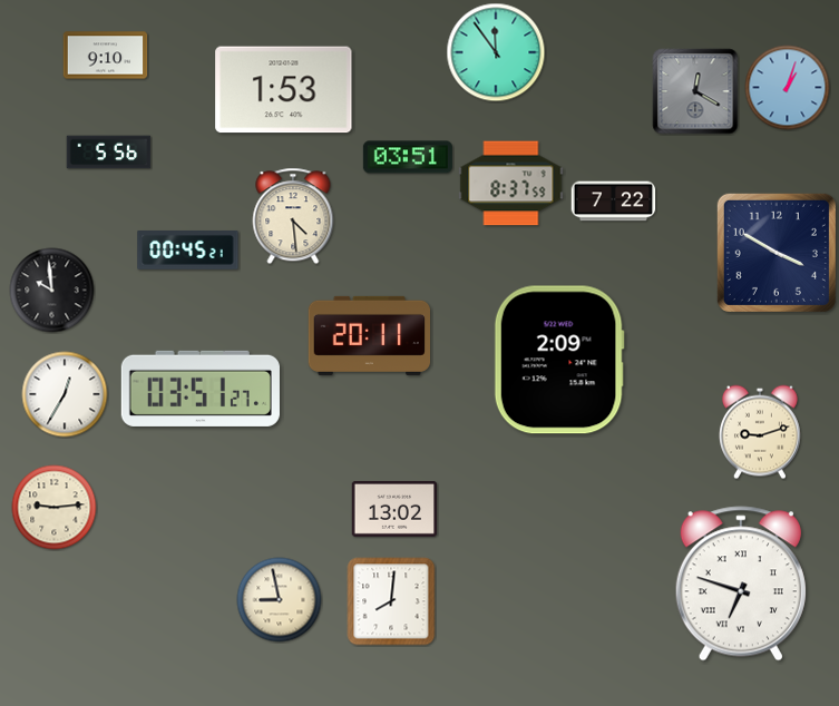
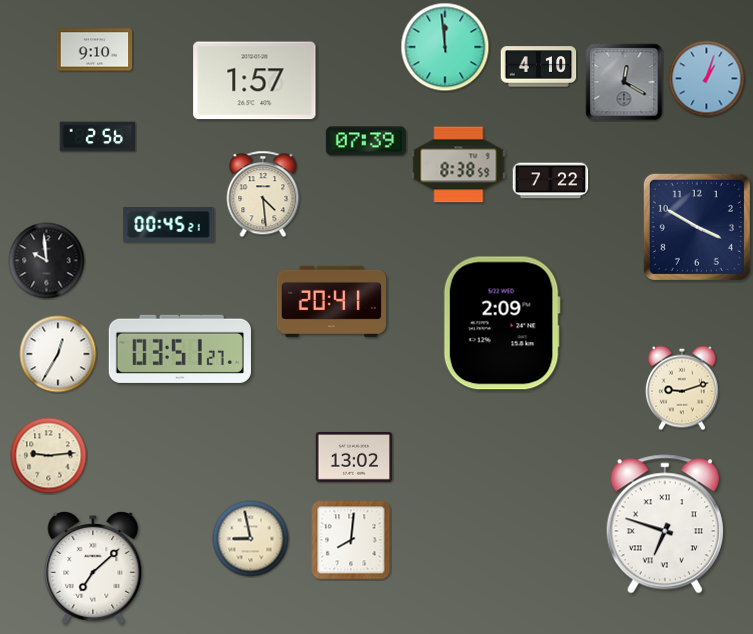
clock at (496, 52): 11:54 -> 11:59
clock at (539, 67): none -> 4:10
clock at (284, 90): 1:53 -> 1:57
clock at (109, 153): 5:56 -> 2:56
clock at (408, 157): 03:51 -> 07:39
clock at (511, 184): 8:37 -> 8:38
clock at (369, 335): 20:11 -> 20:41
clock at (93, 569): none -> 7:08
